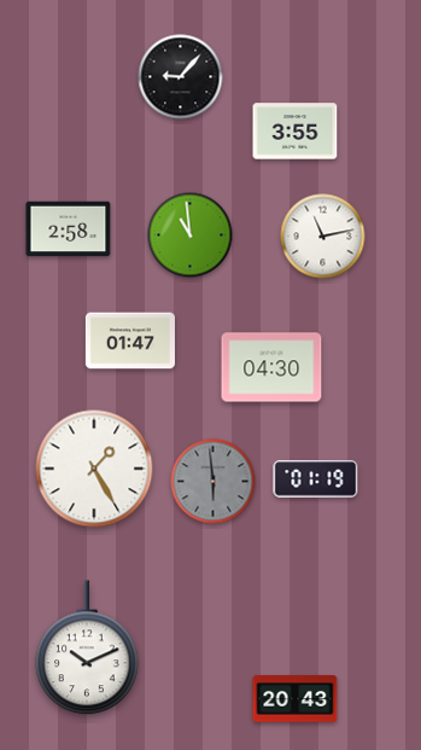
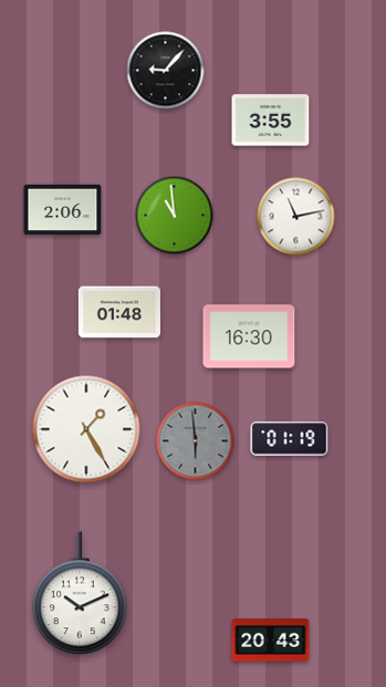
clock at (69, 229): 2:58 -> 2:06
clock at (130, 341): 01:47 -> 01:48
clock at (271, 367): 04:30 -> 16:30
